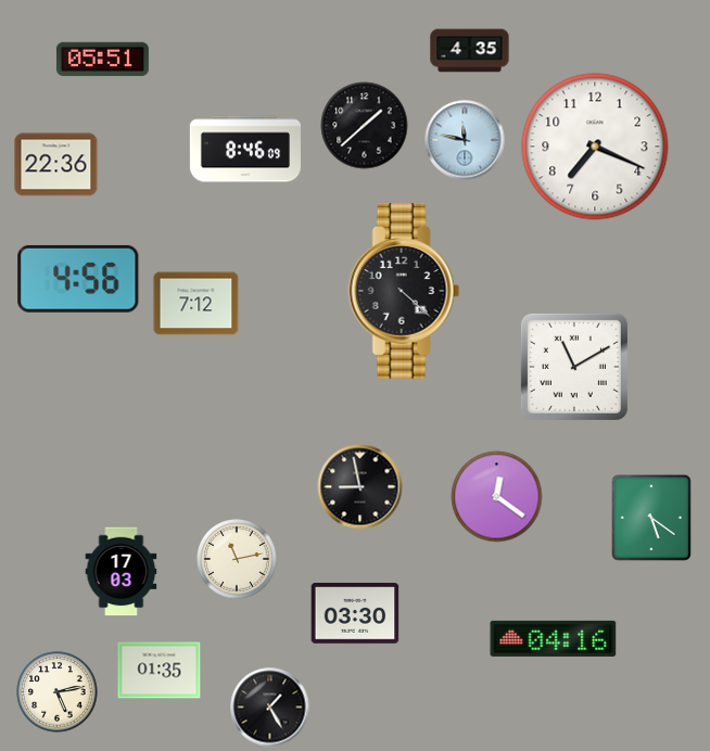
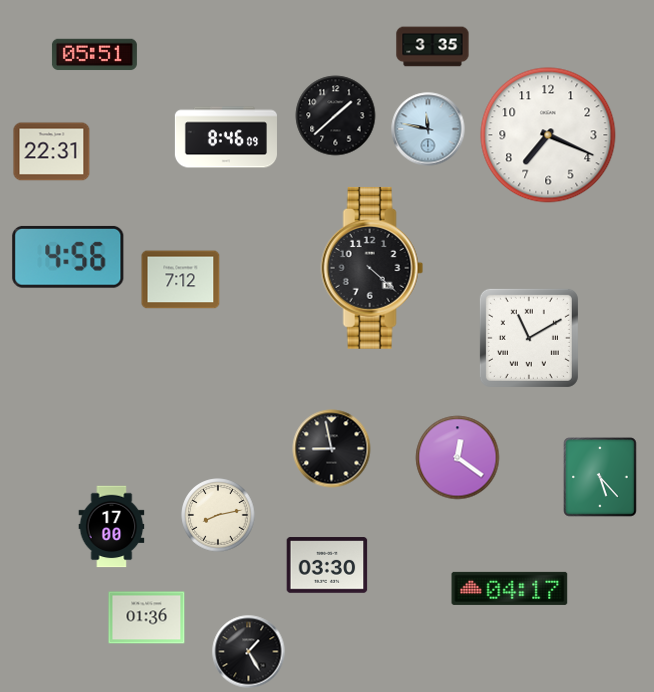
clock at (470, 51): 4:35 -> 3:35
clock at (56, 165): 22:36 -> 22:31
clock at (78, 279) position: (78, 279) -> (68, 257)
clock at (651, 518): 5:21 -> 5:23
clock at (237, 559): 11:13 -> 8:13
clock at (122, 572): 17:03 -> 17:00
clock at (554, 638): 04:16 -> 04:17
clock at (160, 671): 01:35 -> 01:36
clock at (58, 692): 5:13 -> none
